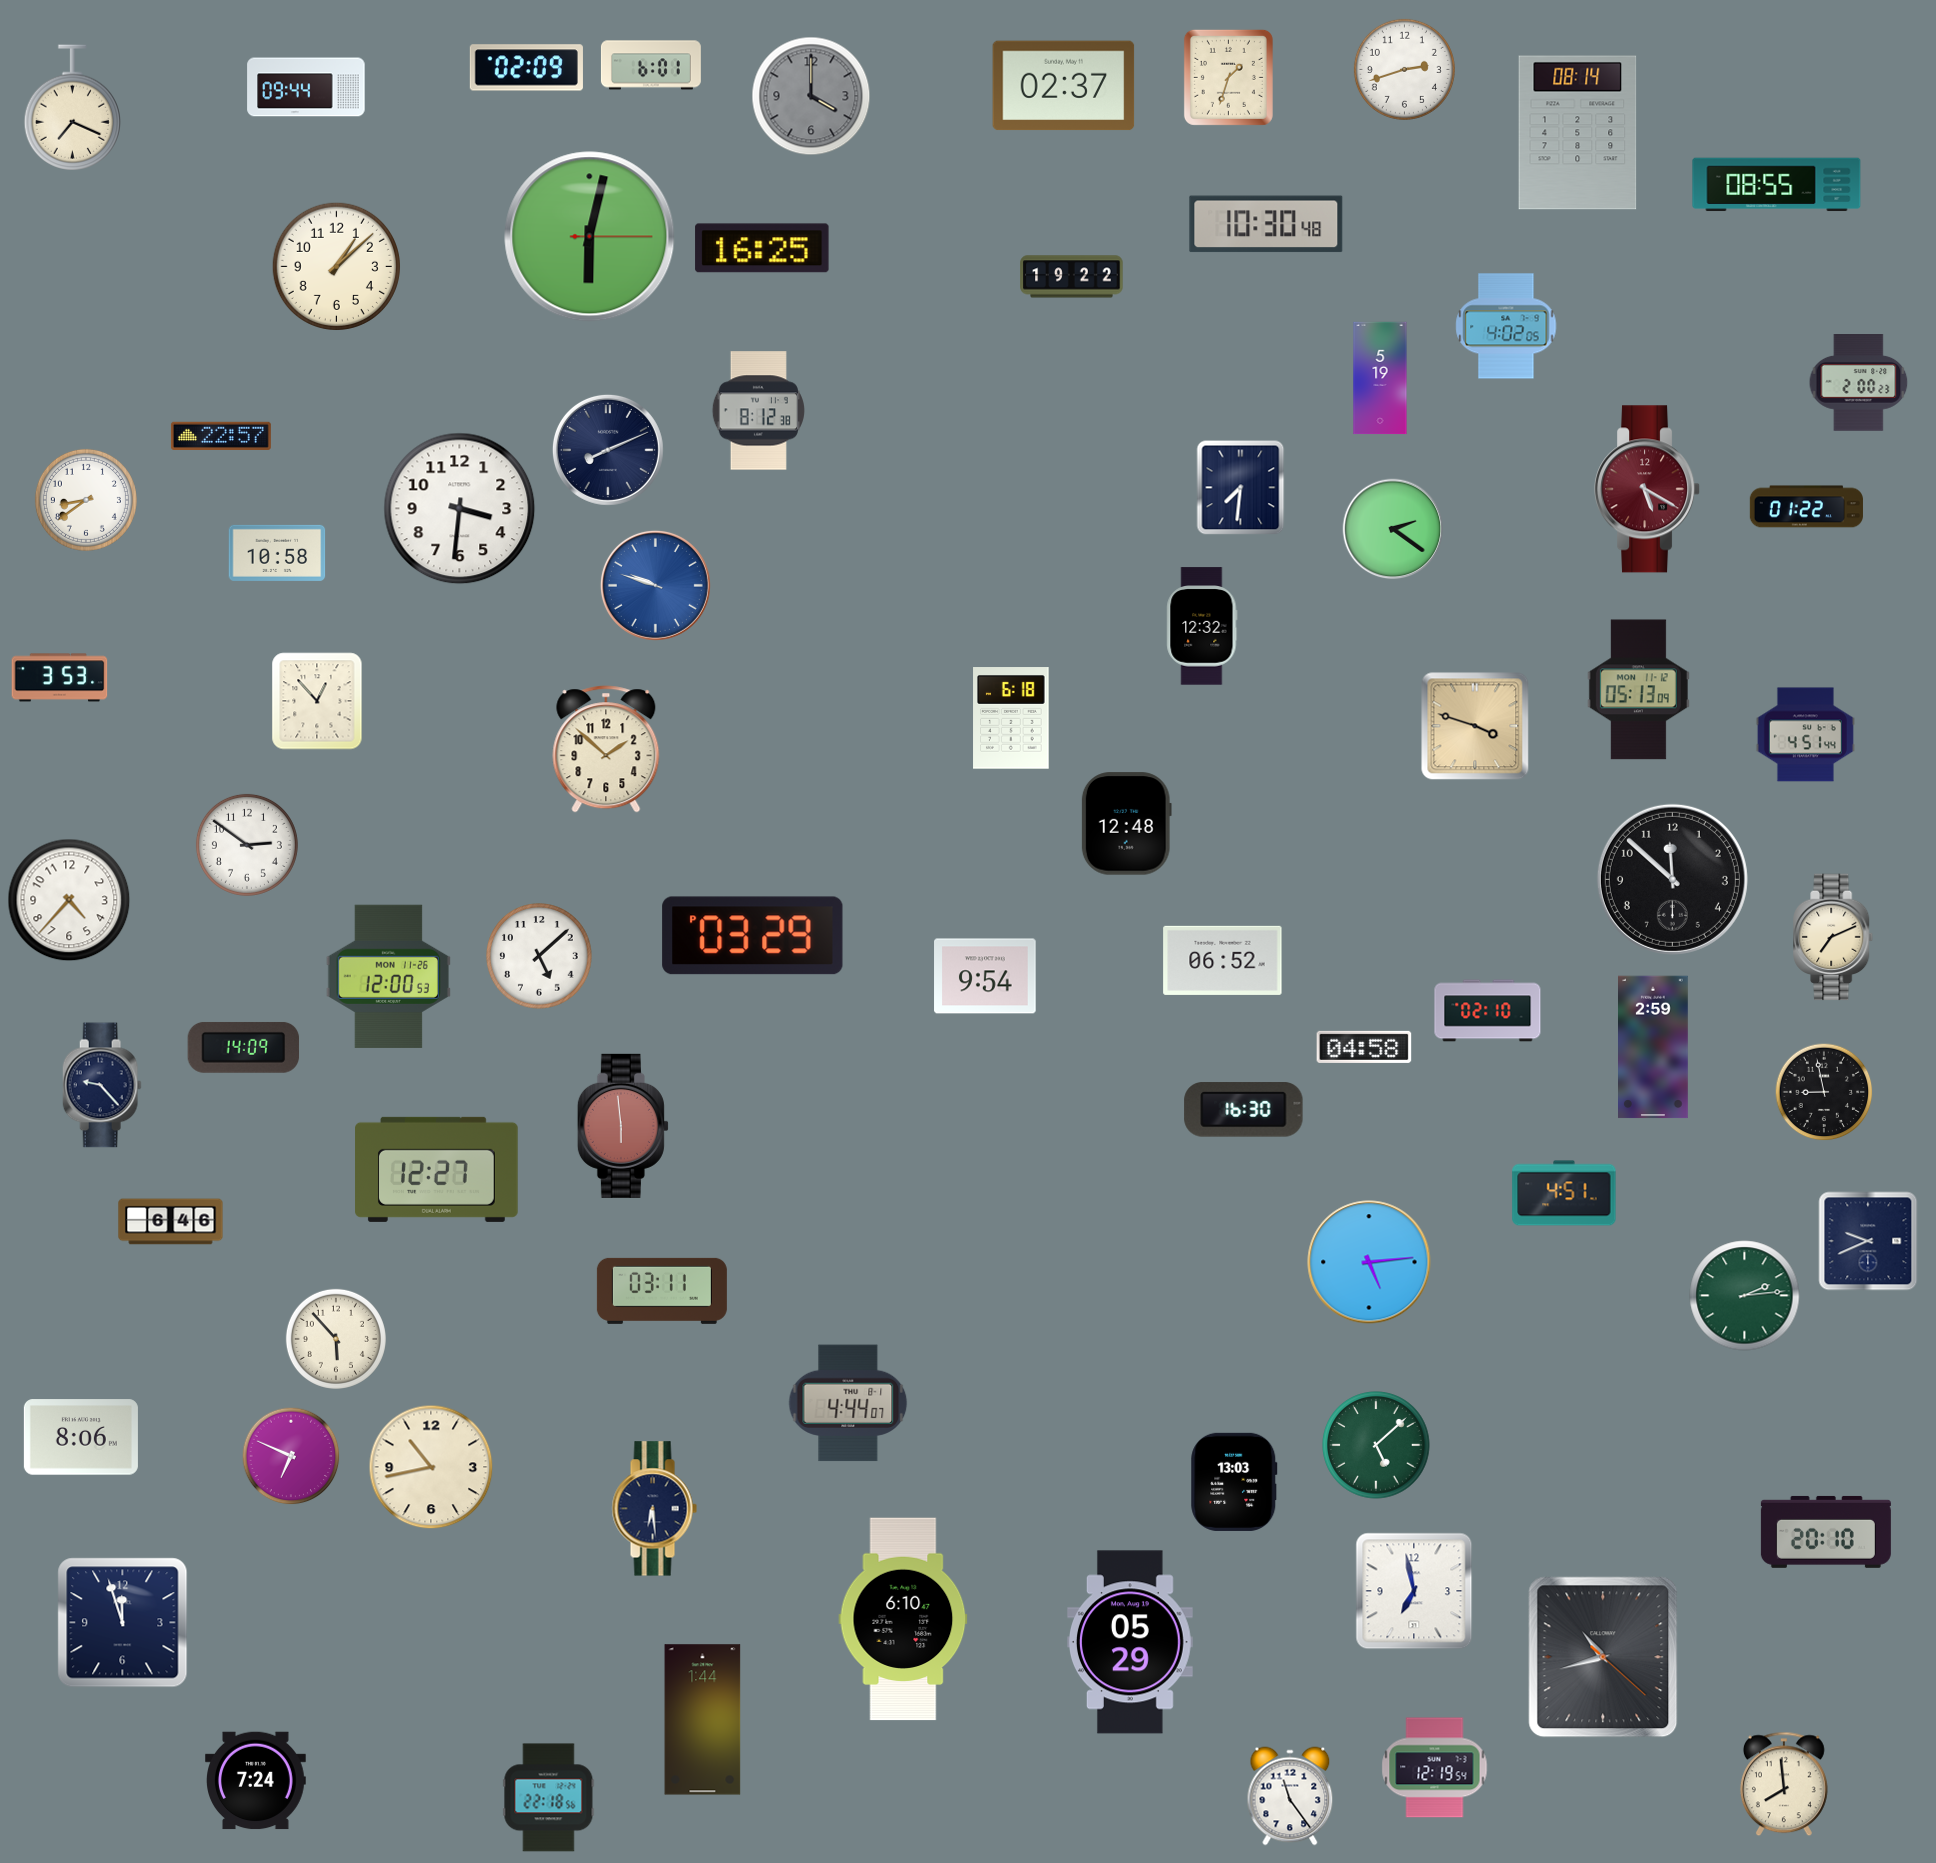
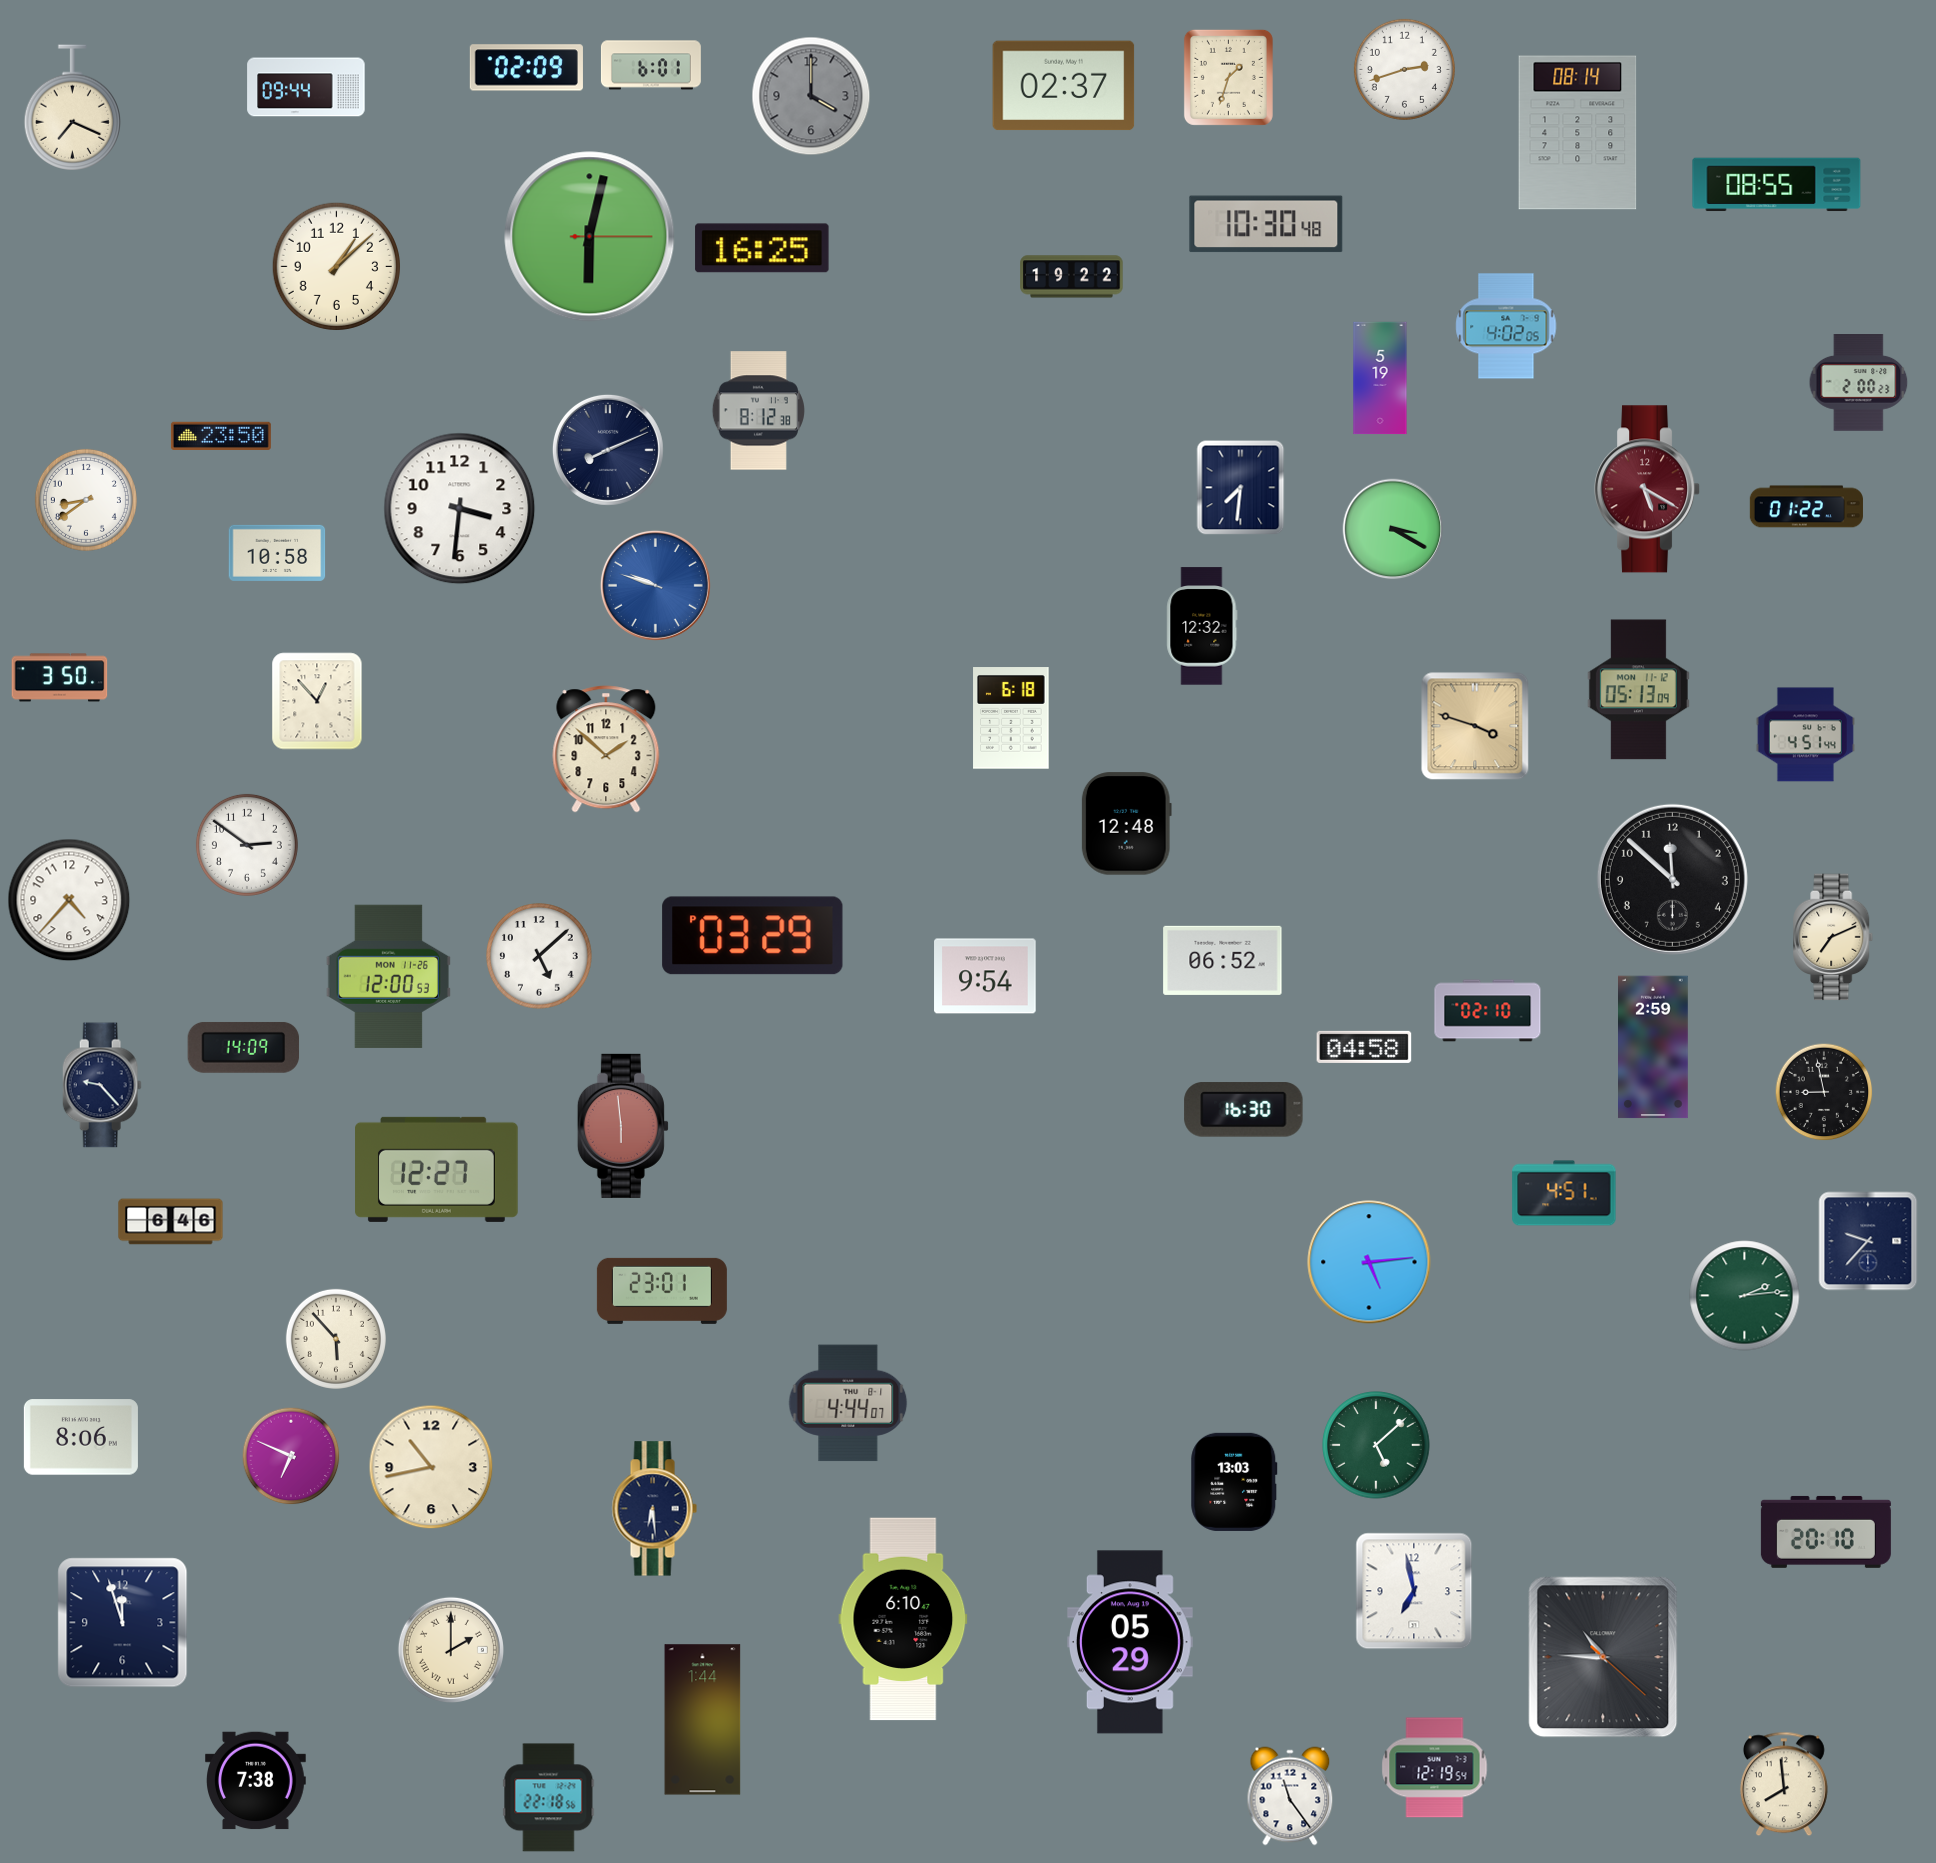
clock at (221, 436): 22:57 -> 23:50
clock at (1393, 529): 2:21 -> 3:20
clock at (60, 678): 3:53 -> 3:50
clock at (1868, 1241): 9:41 -> 9:37
clock at (662, 1291): 03:11 -> 23:01
clock at (451, 1650): none -> 2:00
clock at (1603, 1657): 10:42 -> 10:45
clock at (256, 1781): 7:24 -> 7:38
